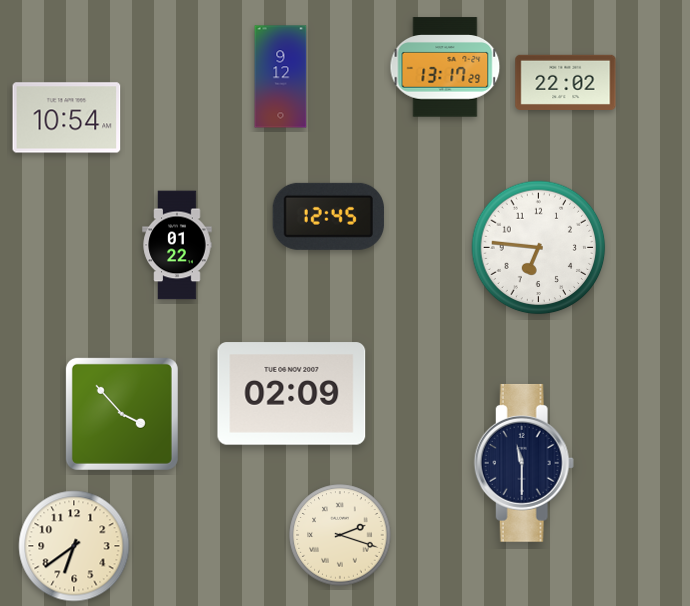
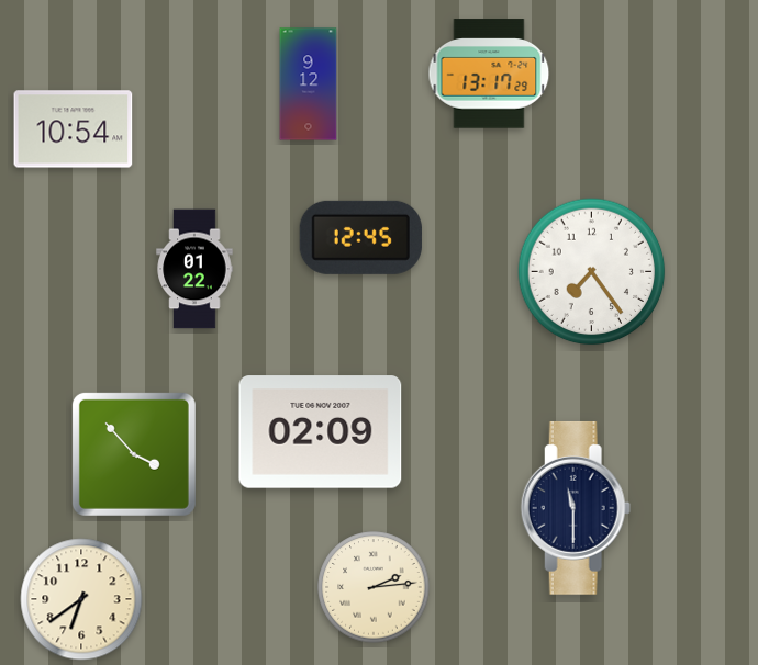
clock at (566, 82): 22:02 -> none
clock at (539, 248): 6:46 -> 7:24
clock at (340, 535): 2:18 -> 2:14
